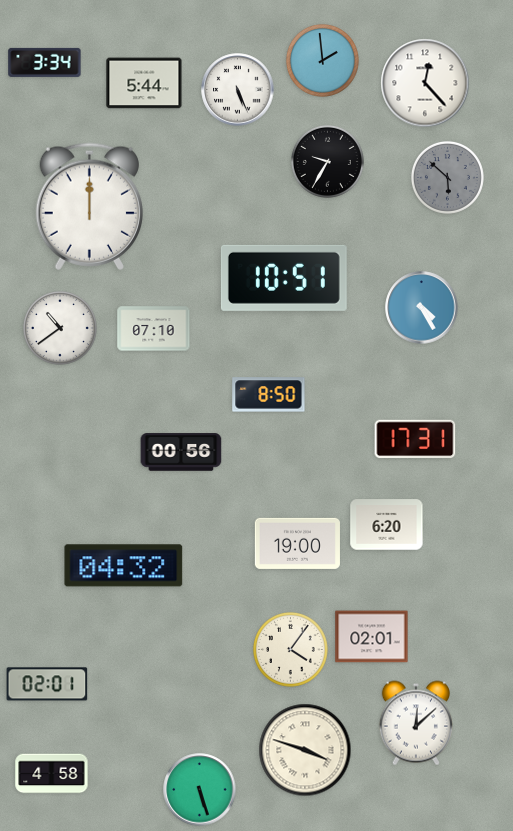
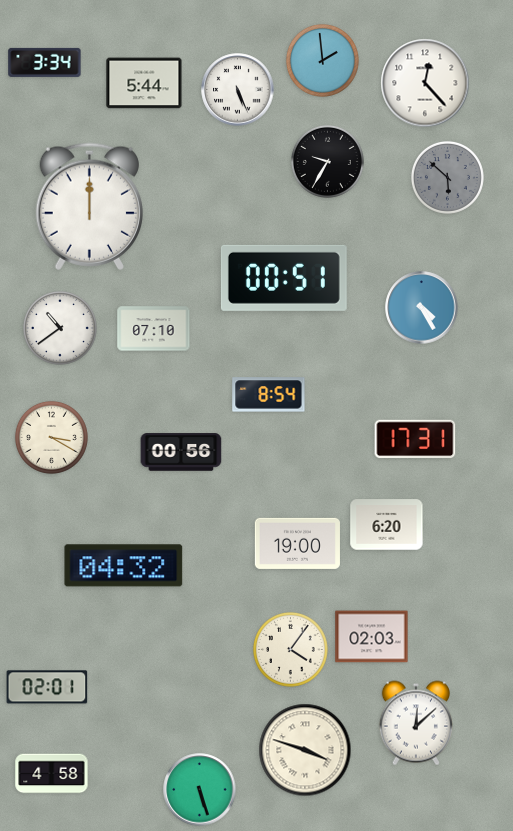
clock at (284, 278): 10:51 -> 00:51
clock at (269, 395): 8:50 -> 8:54
clock at (51, 437): none -> 3:20
clock at (372, 637): 02:01 -> 02:03
clock at (47, 684) position: (47, 684) -> (47, 687)
